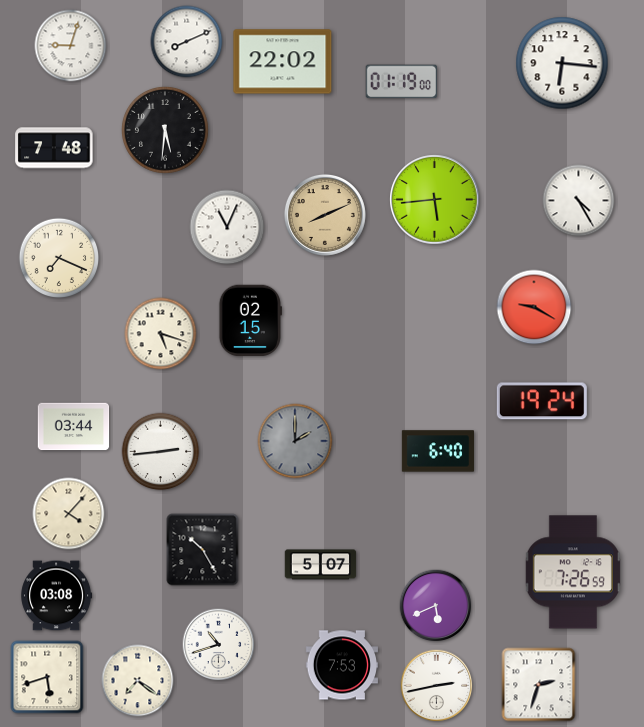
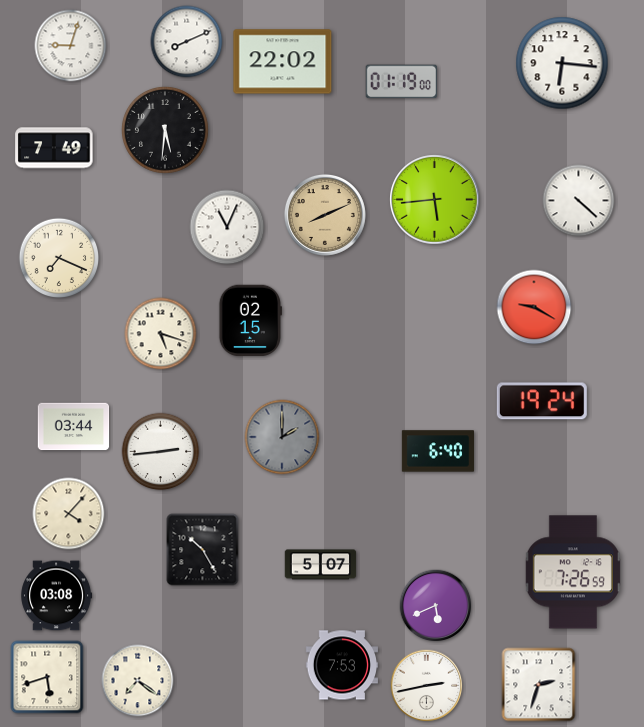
clock at (54, 148): 7:48 -> 7:49
clock at (579, 201): 4:25 -> 4:22
clock at (295, 441) position: (295, 441) -> (282, 437)
clock at (219, 645): 10:42 -> none
clock at (437, 686) position: (437, 686) -> (427, 686)
